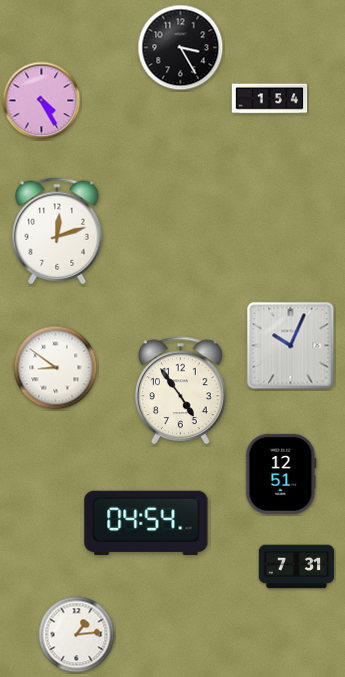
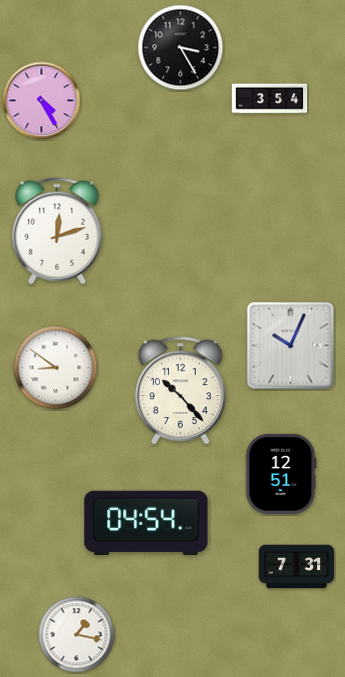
clock at (270, 99): 1:54 -> 3:54
clock at (181, 391): 4:54 -> 10:23
clock at (77, 635): 1:14 -> 1:17
